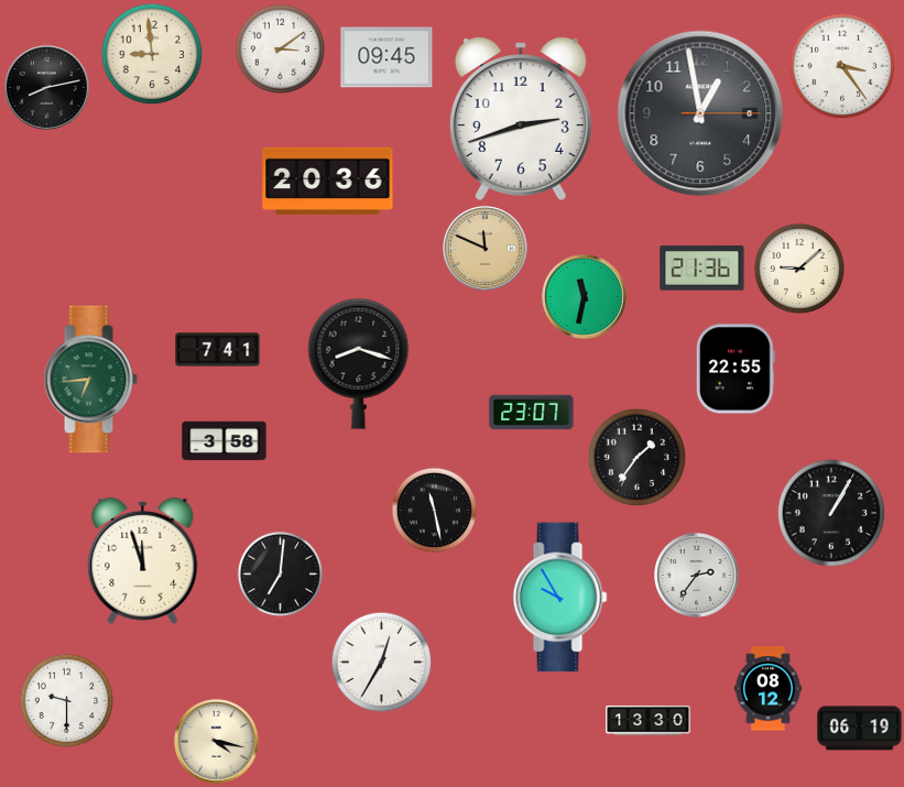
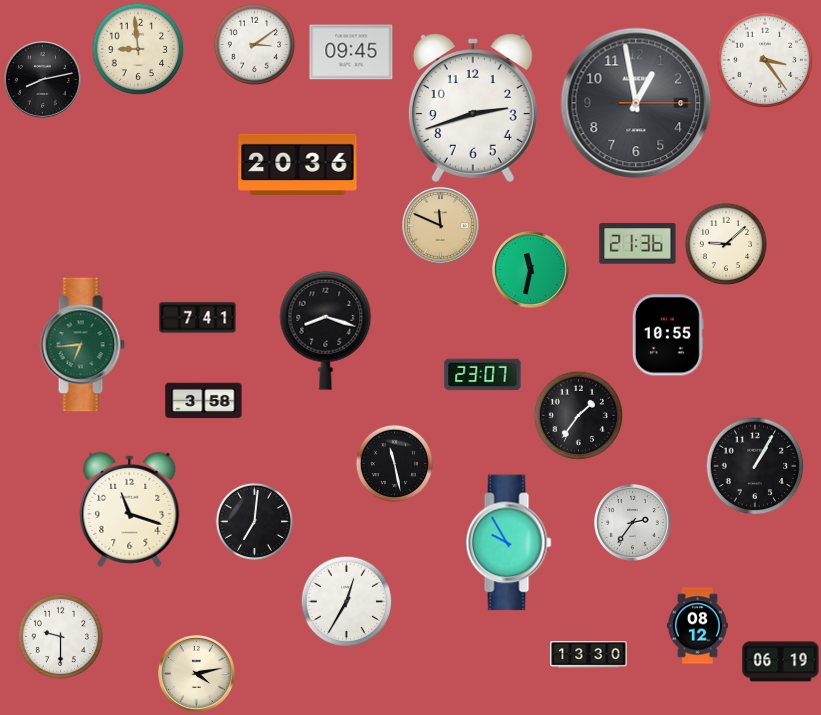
clock at (736, 369): 22:55 -> 10:55
clock at (143, 560): 11:57 -> 11:18
clock at (217, 742): 4:17 -> 4:13
